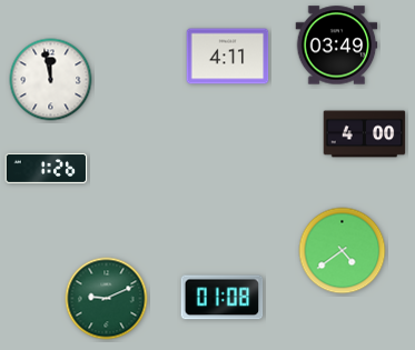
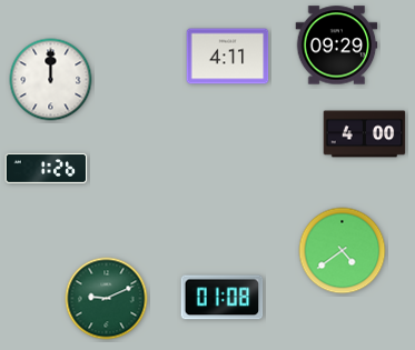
clock at (337, 46): 03:49 -> 09:29
clock at (51, 80): 11:58 -> 12:00
